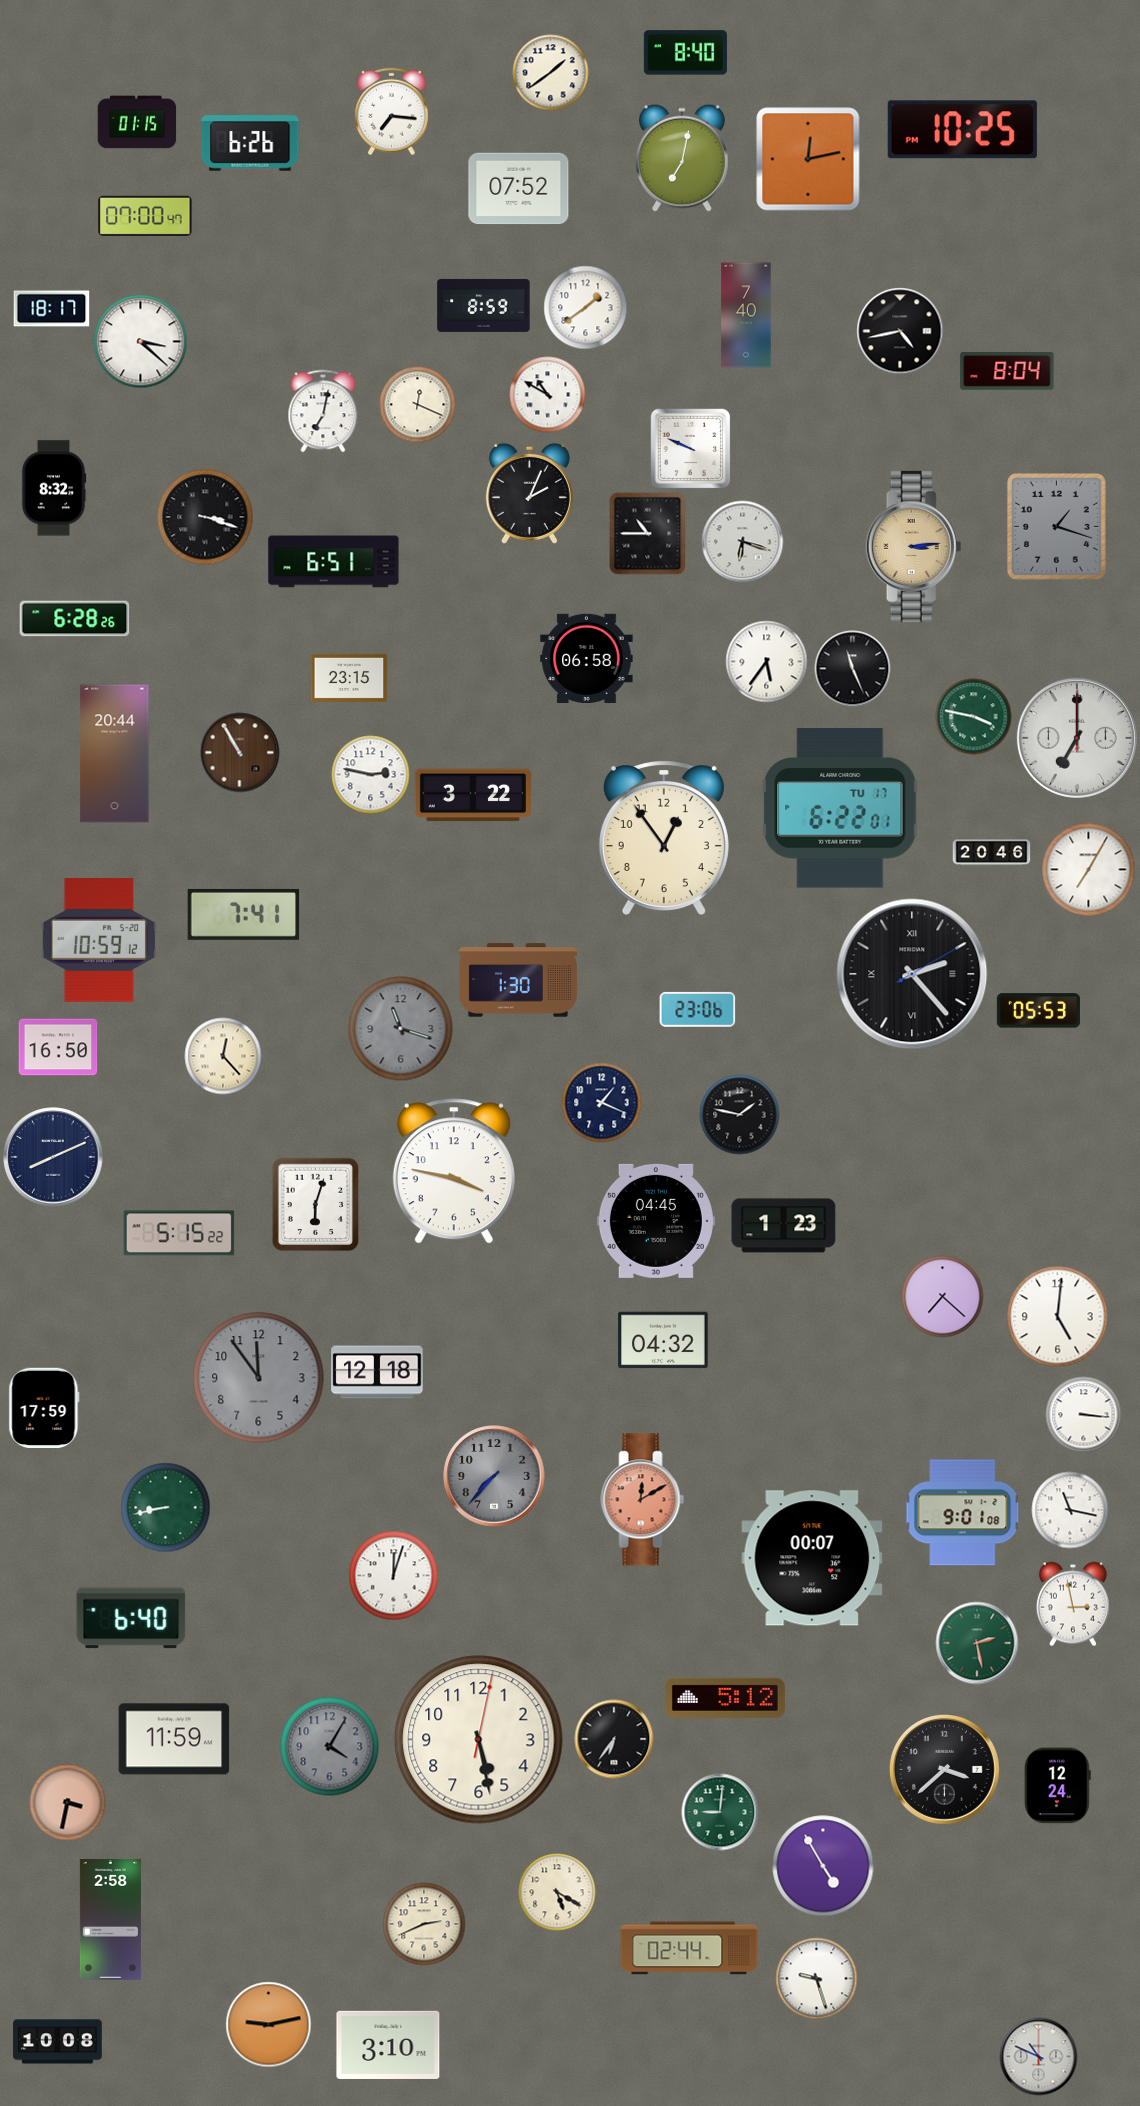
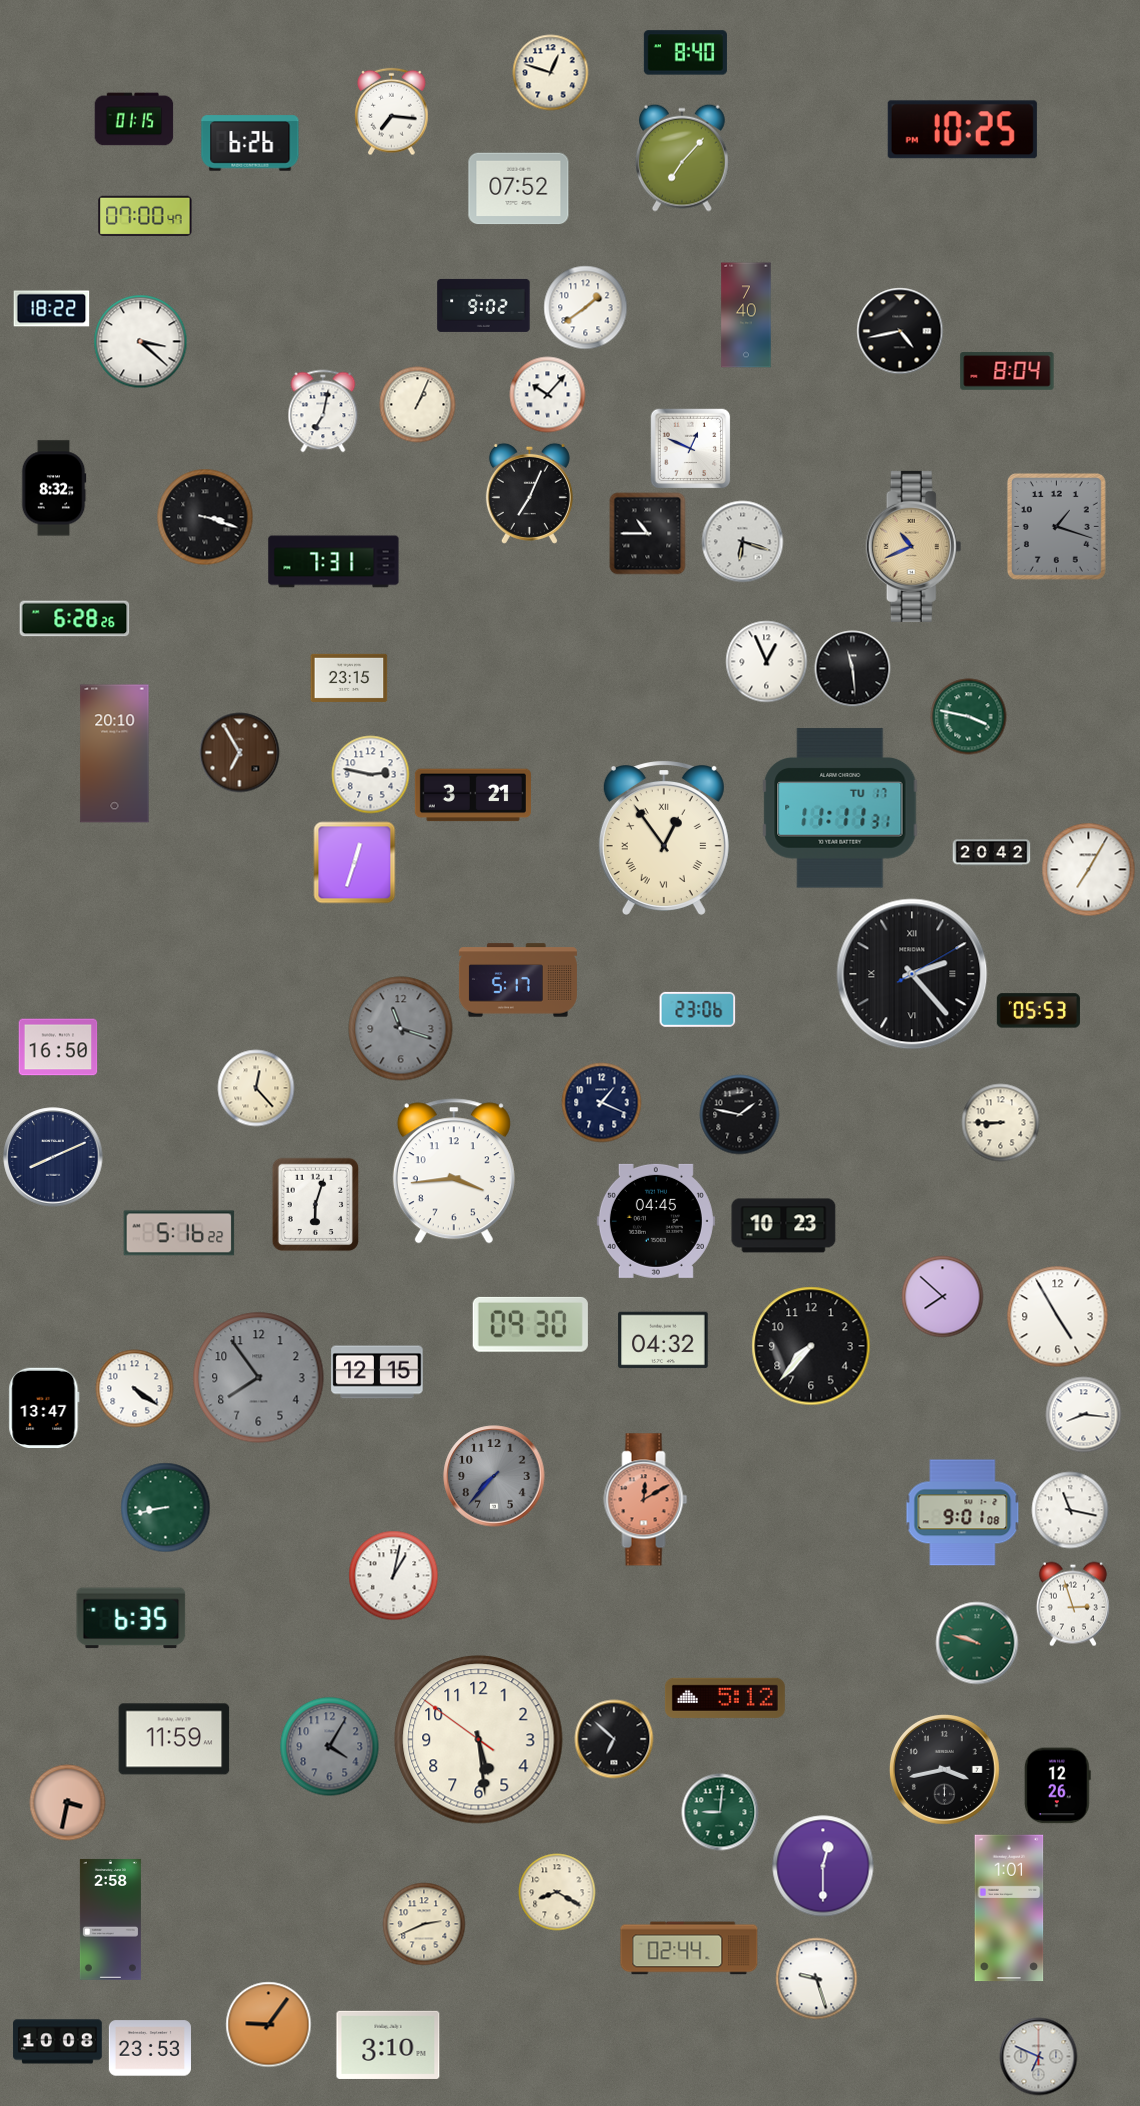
clock at (551, 73): 1:39 -> 12:48
clock at (137, 122) position: (137, 122) -> (134, 119)
clock at (682, 158): 7:02 -> 7:07
clock at (808, 159): 12:13 -> none
clock at (484, 305): 8:59 -> 9:02
clock at (52, 309): 18:17 -> 18:22
clock at (548, 395): 10:50 -> 10:07
clock at (418, 405): 12:19 -> 1:04
clock at (691, 449): 9:49 -> 12:49
clock at (529, 493): 2:04 -> 7:04
clock at (914, 546): 3:14 -> 10:41
clock at (334, 562): 6:51 -> 7:31
clock at (587, 658): 06:58 -> none
clock at (767, 662): 5:36 -> 12:56
clock at (853, 669): 11:26 -> 11:29
clock at (974, 717) position: (974, 717) -> (969, 717)
clock at (1077, 738): 7:00 -> none
clock at (240, 753): 10:55 -> 6:55
clock at (115, 754): 20:44 -> 20:10
clock at (473, 795): 3:22 -> 3:21
clock at (840, 808): 6:22 -> 11:11
clock at (664, 838) numerals: Arabic -> Roman
clock at (992, 853): 20:46 -> 20:42
clock at (355, 863): none -> 12:33
clock at (244, 914): 7:41 -> none
clock at (99, 940): 10:59 -> none
clock at (518, 980): 1:30 -> 5:17
clock at (223, 1056) position: (223, 1056) -> (256, 1088)
clock at (1001, 1123): none -> 8:45
clock at (454, 1171): 3:47 -> 3:44
clock at (784, 1226): 1:23 -> 10:23
clock at (179, 1233): 5:15 -> 5:16
clock at (943, 1297): 7:22 -> 7:52
clock at (1058, 1317): 5:01 -> 4:55
clock at (530, 1324): none -> 09:30
clock at (811, 1346): none -> 7:37
clock at (377, 1372): 12:18 -> 12:15
clock at (259, 1378): 11:54 -> 7:54
clock at (135, 1389): none -> 4:21
clock at (44, 1407): 17:59 -> 13:47
clock at (1084, 1415): 3:16 -> 8:16
clock at (643, 1500) position: (643, 1500) -> (646, 1500)
clock at (812, 1558): 00:07 -> none
clock at (394, 1576): 12:03 -> 1:02
clock at (1073, 1604): 2:58 -> 2:57
clock at (131, 1618): 6:40 -> 6:35
clock at (977, 1643): 2:28 -> 9:48
clock at (614, 1739): 6:36 -> 6:52
clock at (479, 1740): 5:28:02 -> 5:28:51
clock at (945, 1770): 3:38 -> 3:43
clock at (1057, 1786): 12:24 -> 12:26
clock at (823, 1866): 4:55 -> 12:30
clock at (557, 1892): 5:20 -> 8:20
clock at (1009, 1908): none -> 1:01
clock at (269, 2025): 9:13 -> 9:06
clock at (150, 2048): none -> 23:53
clock at (1039, 2057): 10:49 -> 6:49
